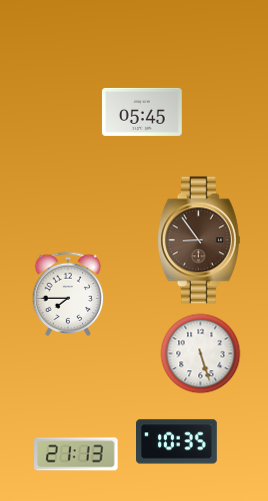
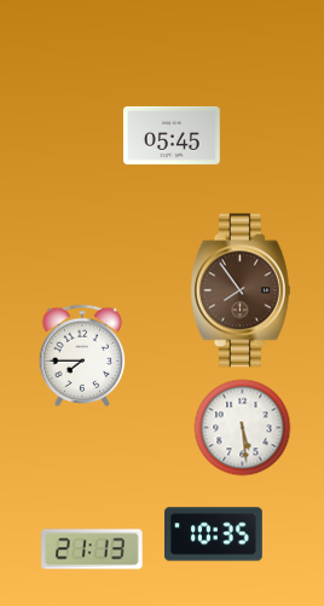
clock at (199, 240): 8:54 -> 7:54
clock at (201, 354): 5:27 -> 5:29
